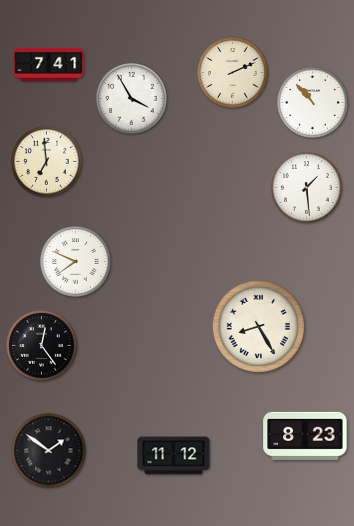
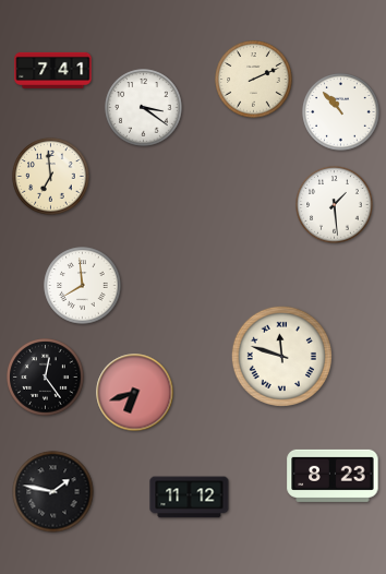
clock at (132, 99): 3:55 -> 3:21
clock at (76, 262): 7:49 -> 7:59
clock at (258, 326): 8:25 -> 11:48
clock at (135, 393): none -> 6:42
clock at (49, 451): 1:51 -> 1:47
